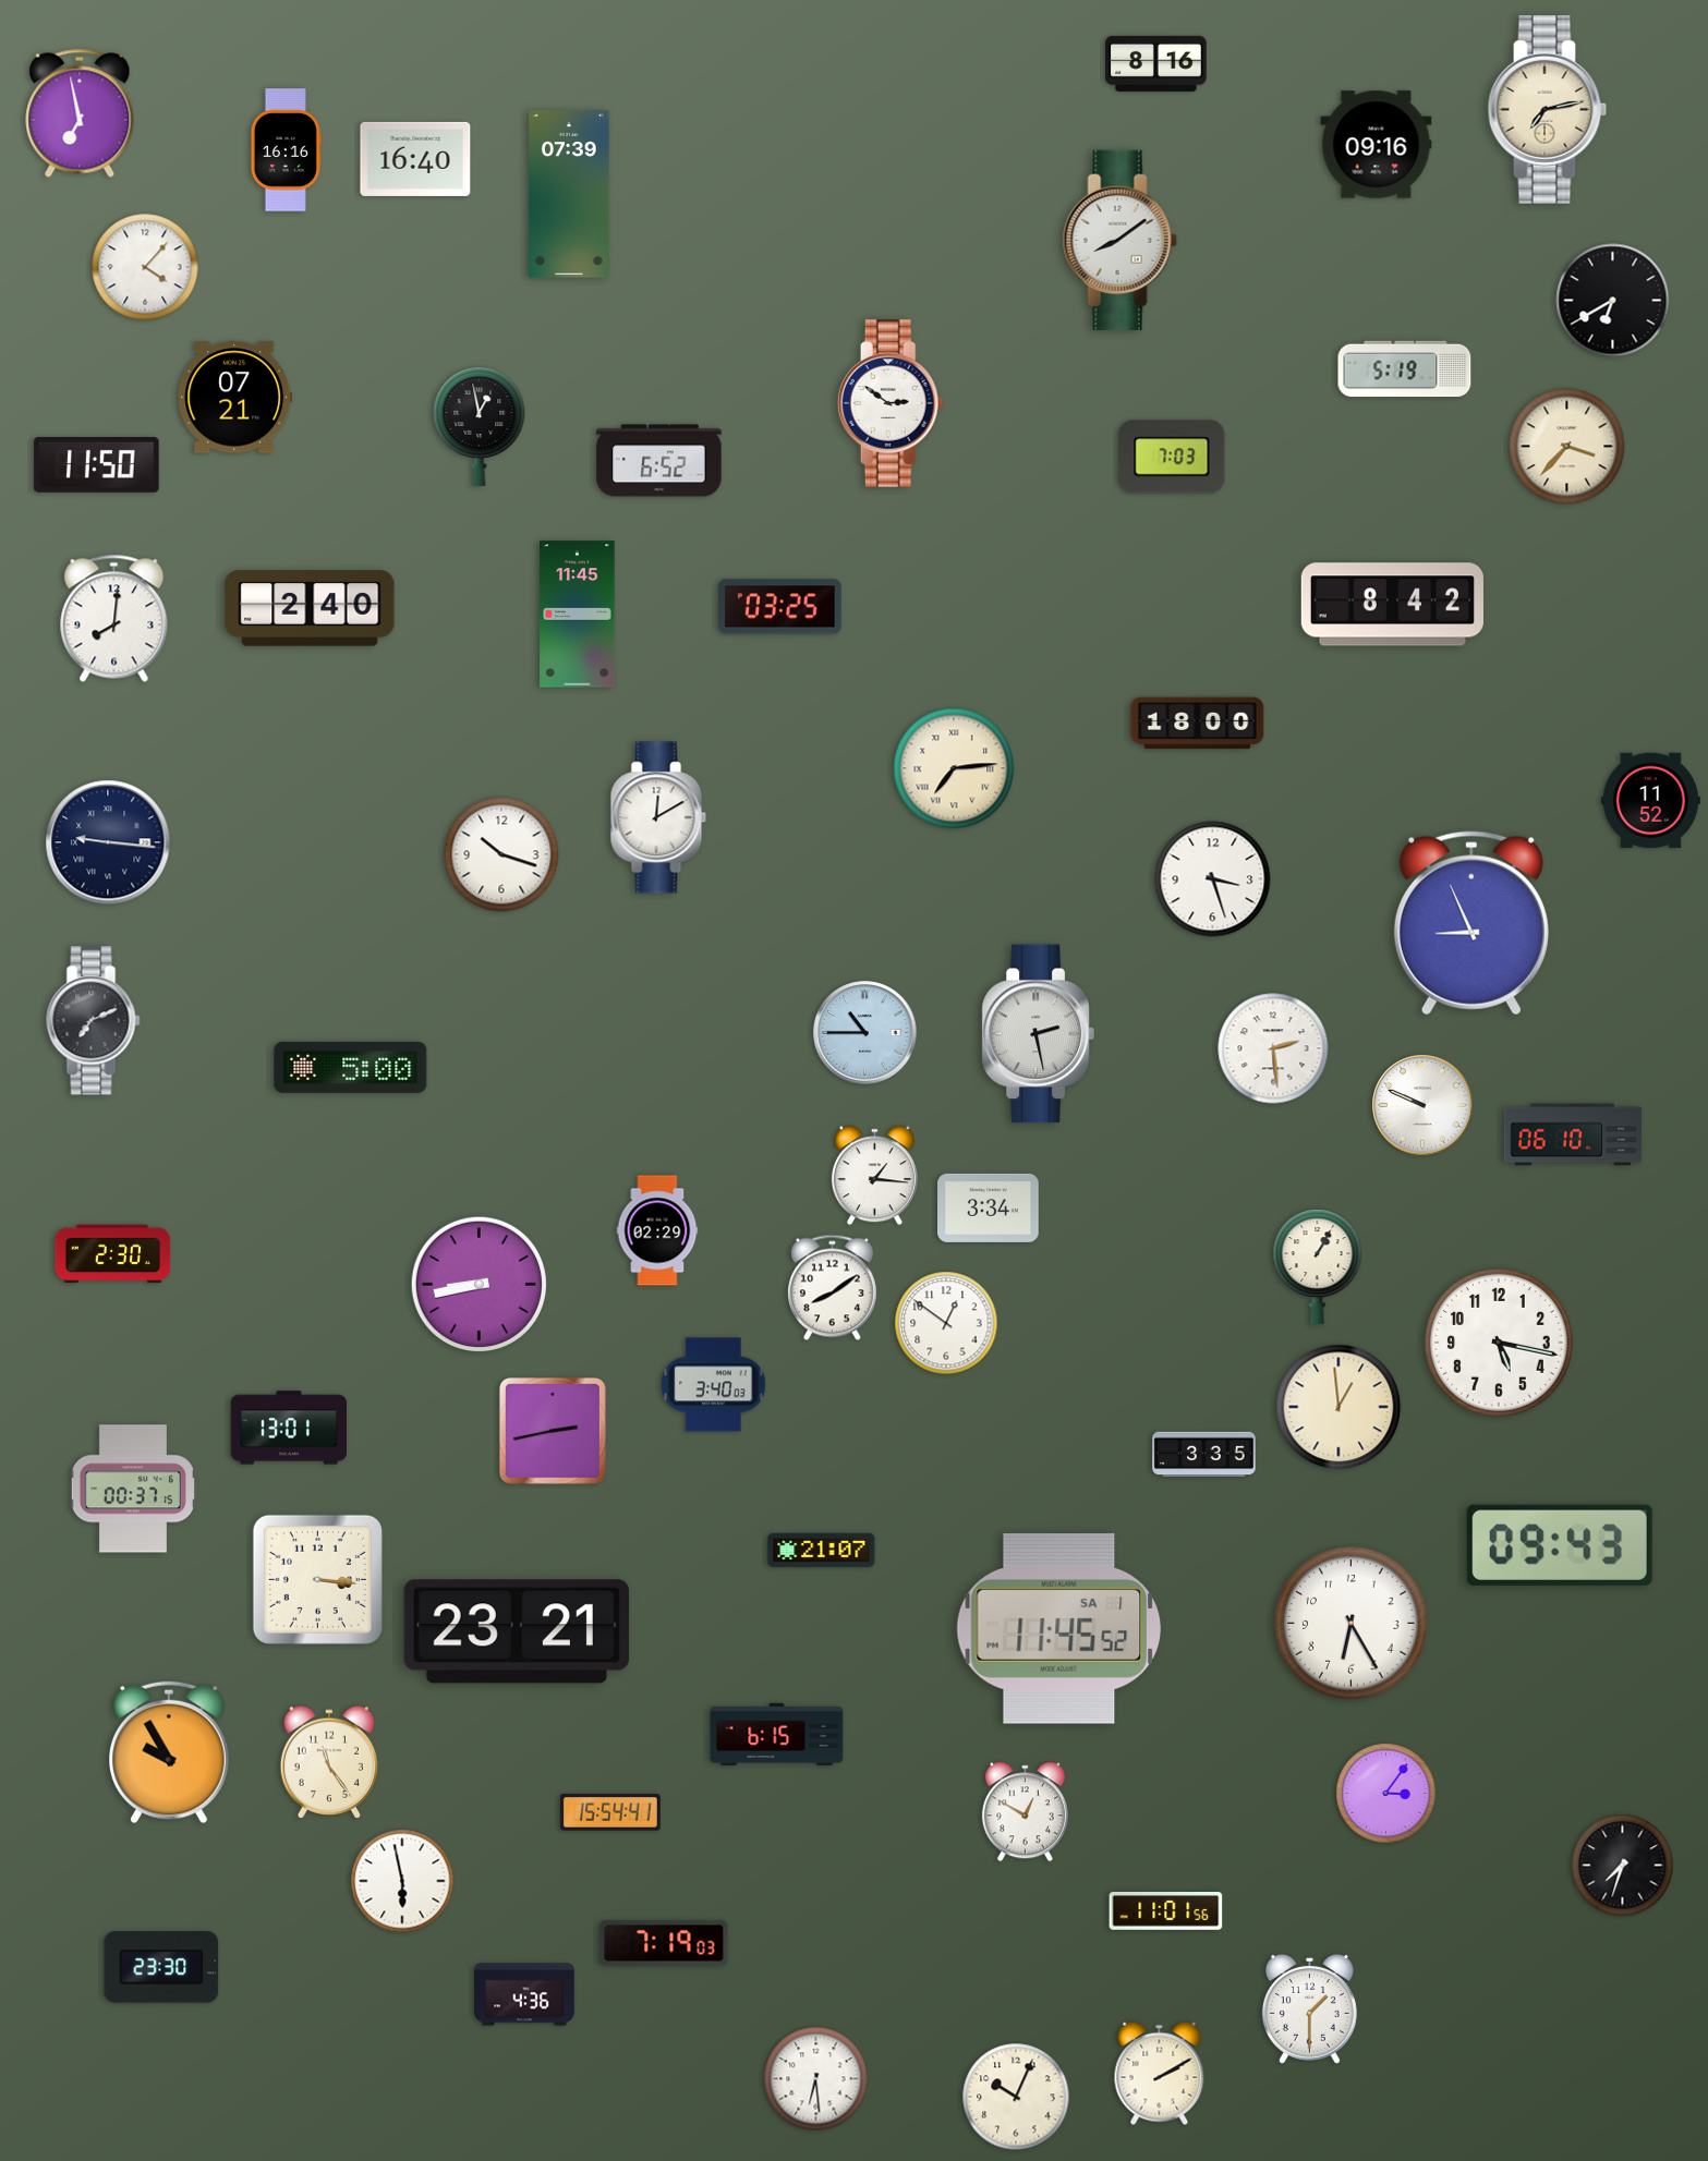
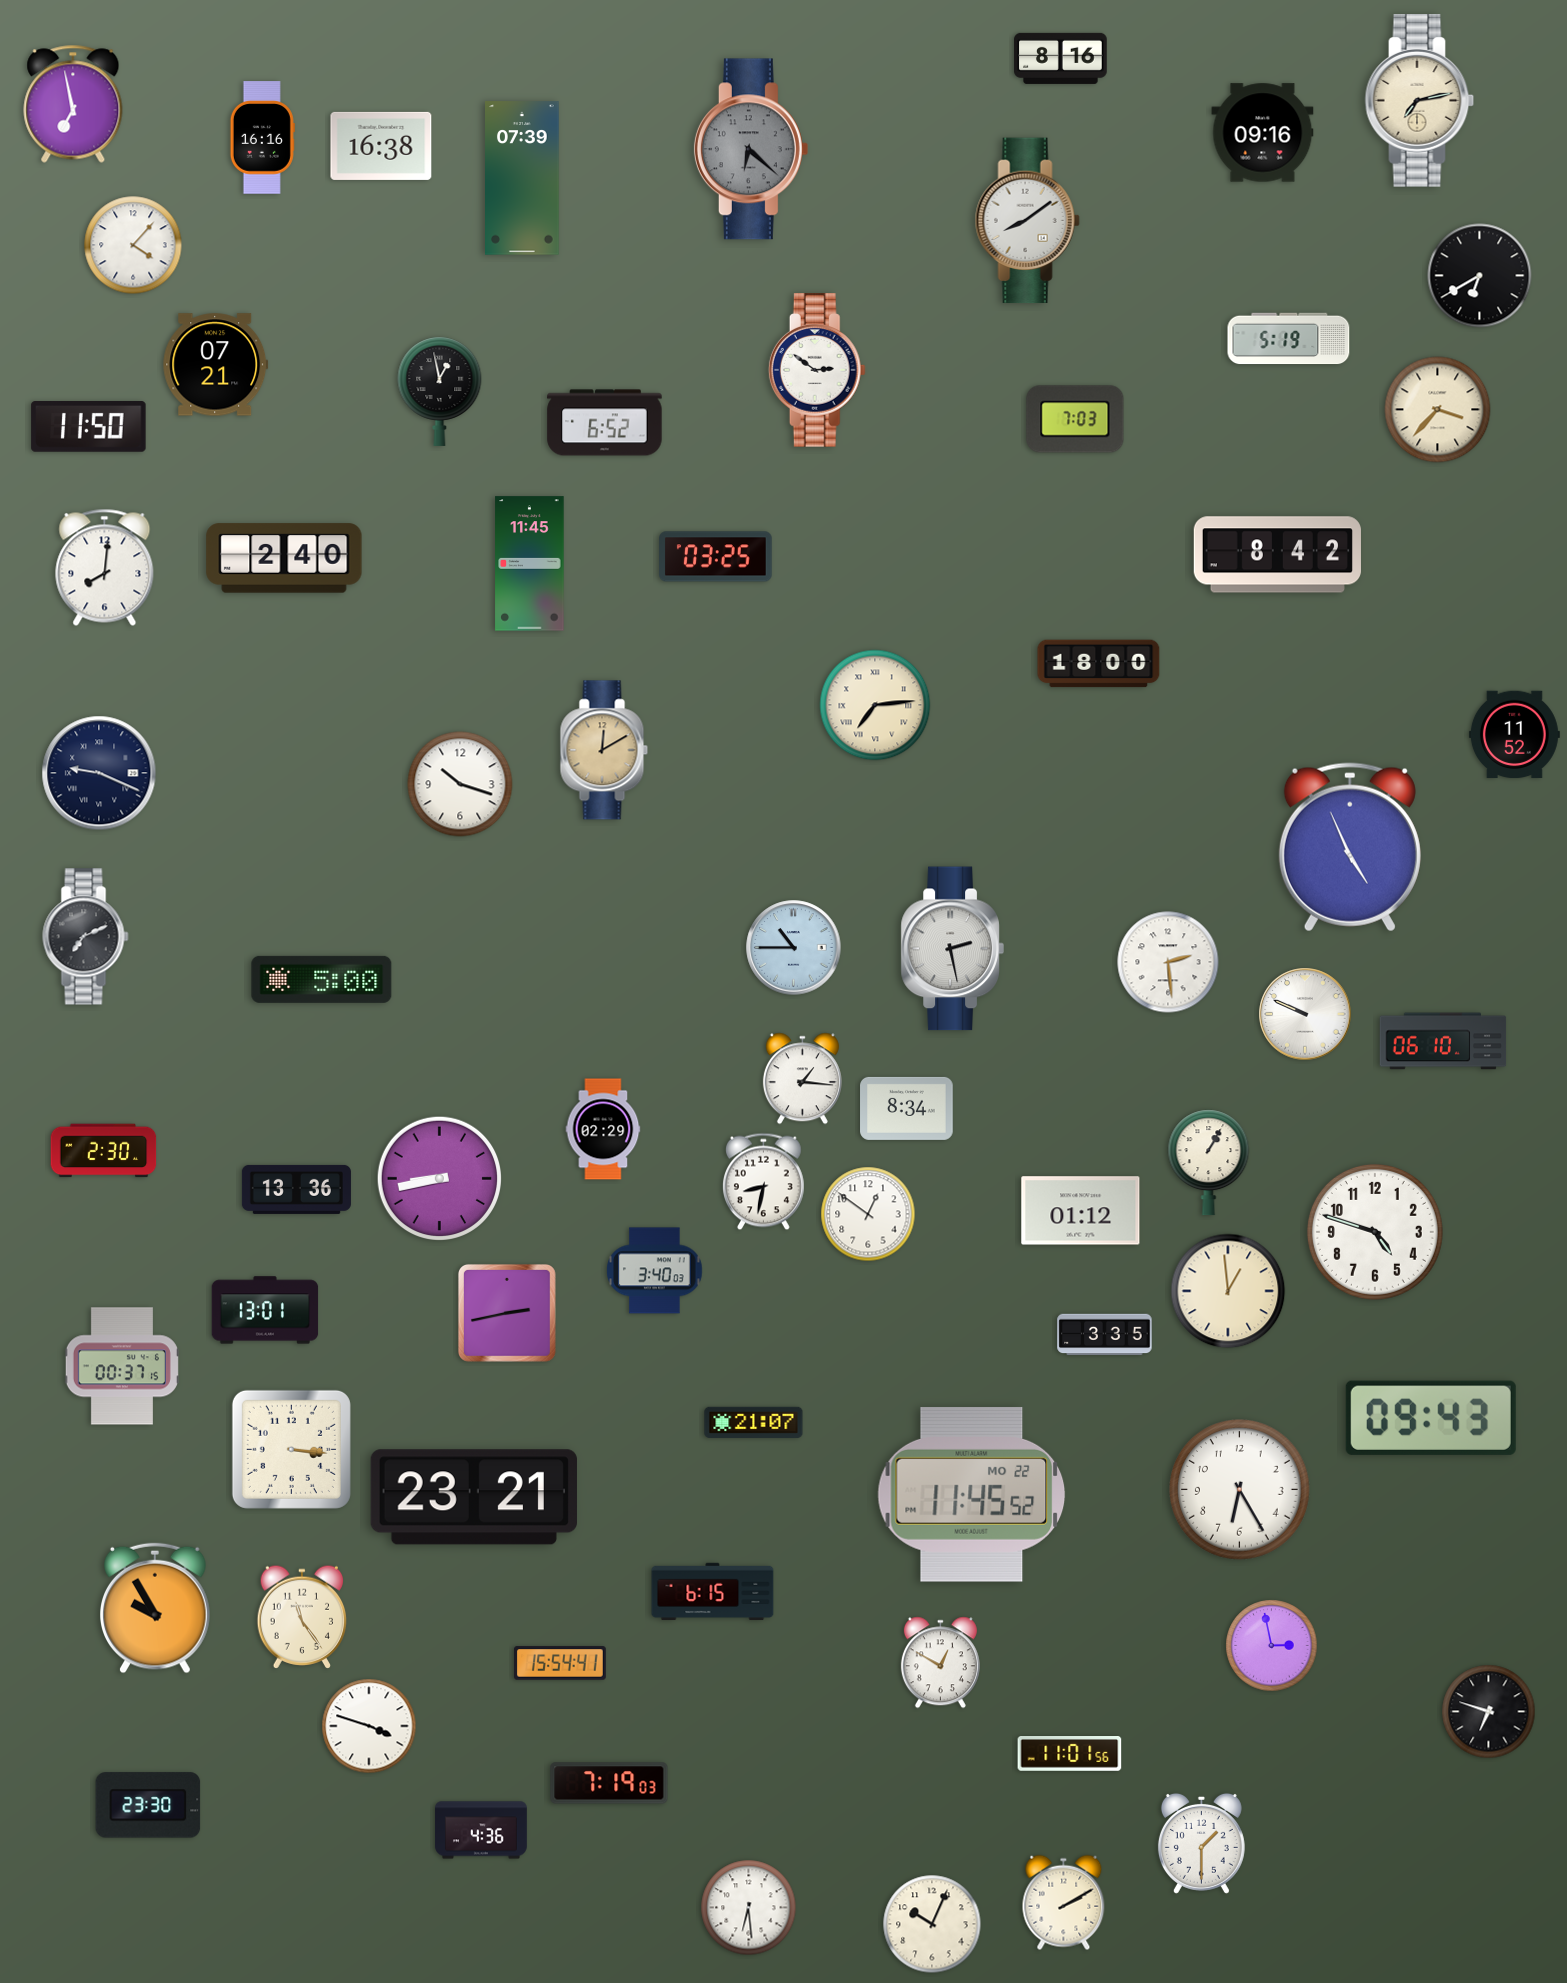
clock at (415, 159): 16:40 -> 16:38
clock at (751, 149): none -> 6:22
clock at (658, 817) dial: white -> champagne
clock at (108, 842): 9:16 -> 9:19
clock at (1213, 879): 3:27 -> none
clock at (1471, 923): 8:56 -> 4:56
clock at (989, 1207): 3:34 -> 8:34
clock at (833, 1288): 8:09 -> 8:32
clock at (296, 1189): none -> 13:36
clock at (1081, 1211): none -> 01:12
clock at (1499, 1343): 5:17 -> 4:48
clock at (1059, 1628) date: SA 1 -> MO 22
clock at (1386, 1794): 3:06 -> 2:58
clock at (1623, 1866): 7:33 -> 6:48
clock at (402, 1881): 5:58 -> 3:48
